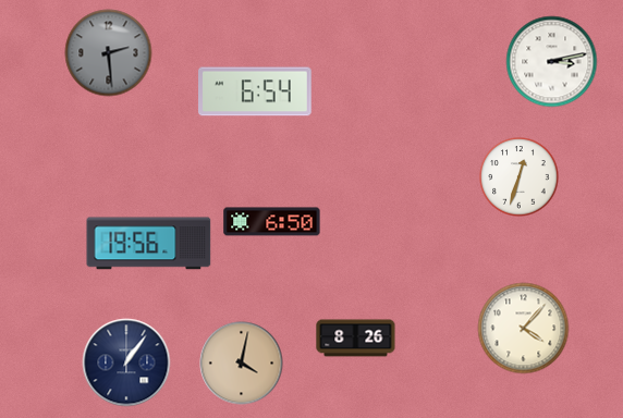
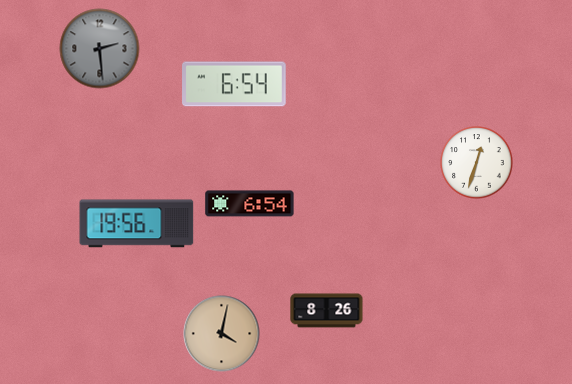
clock at (552, 62): 3:13 -> none
clock at (272, 222): 6:50 -> 6:54
clock at (524, 329): 4:07 -> none
clock at (126, 362): 1:06 -> none
